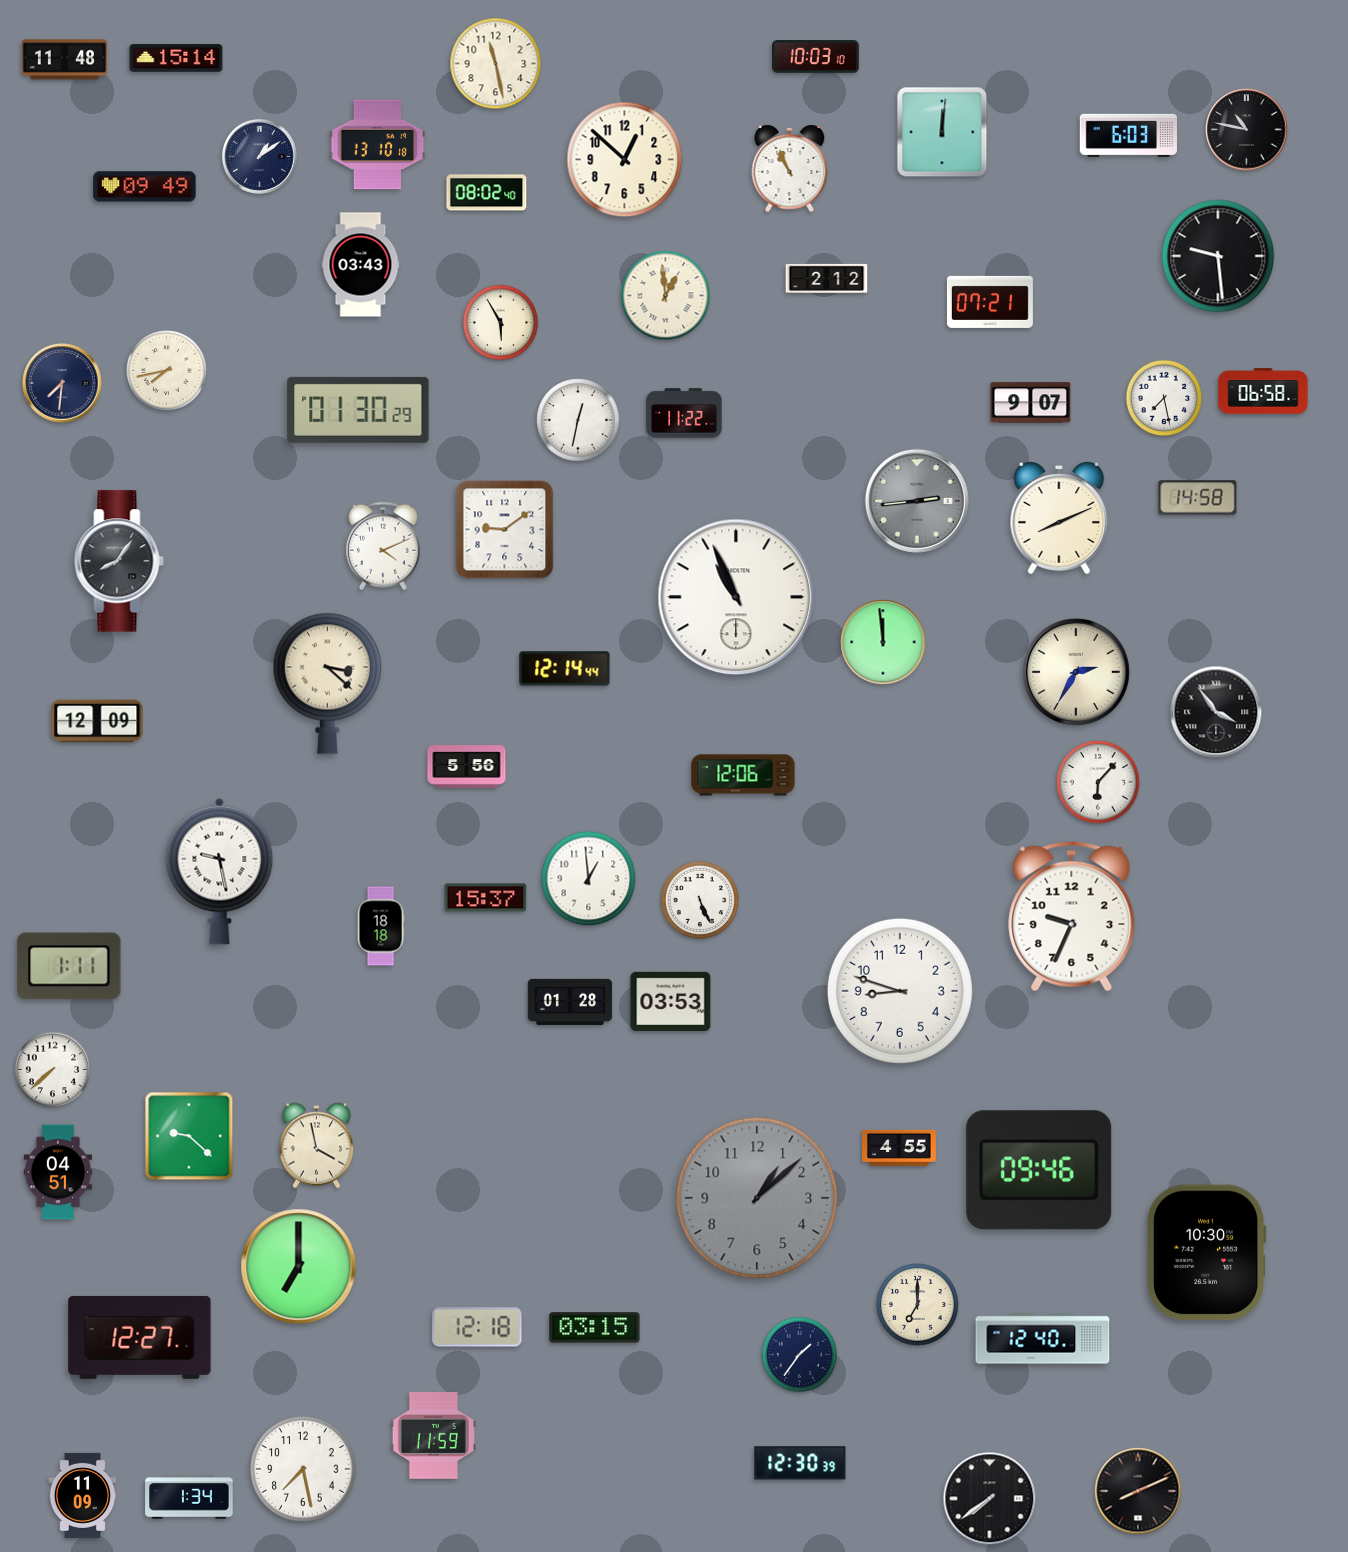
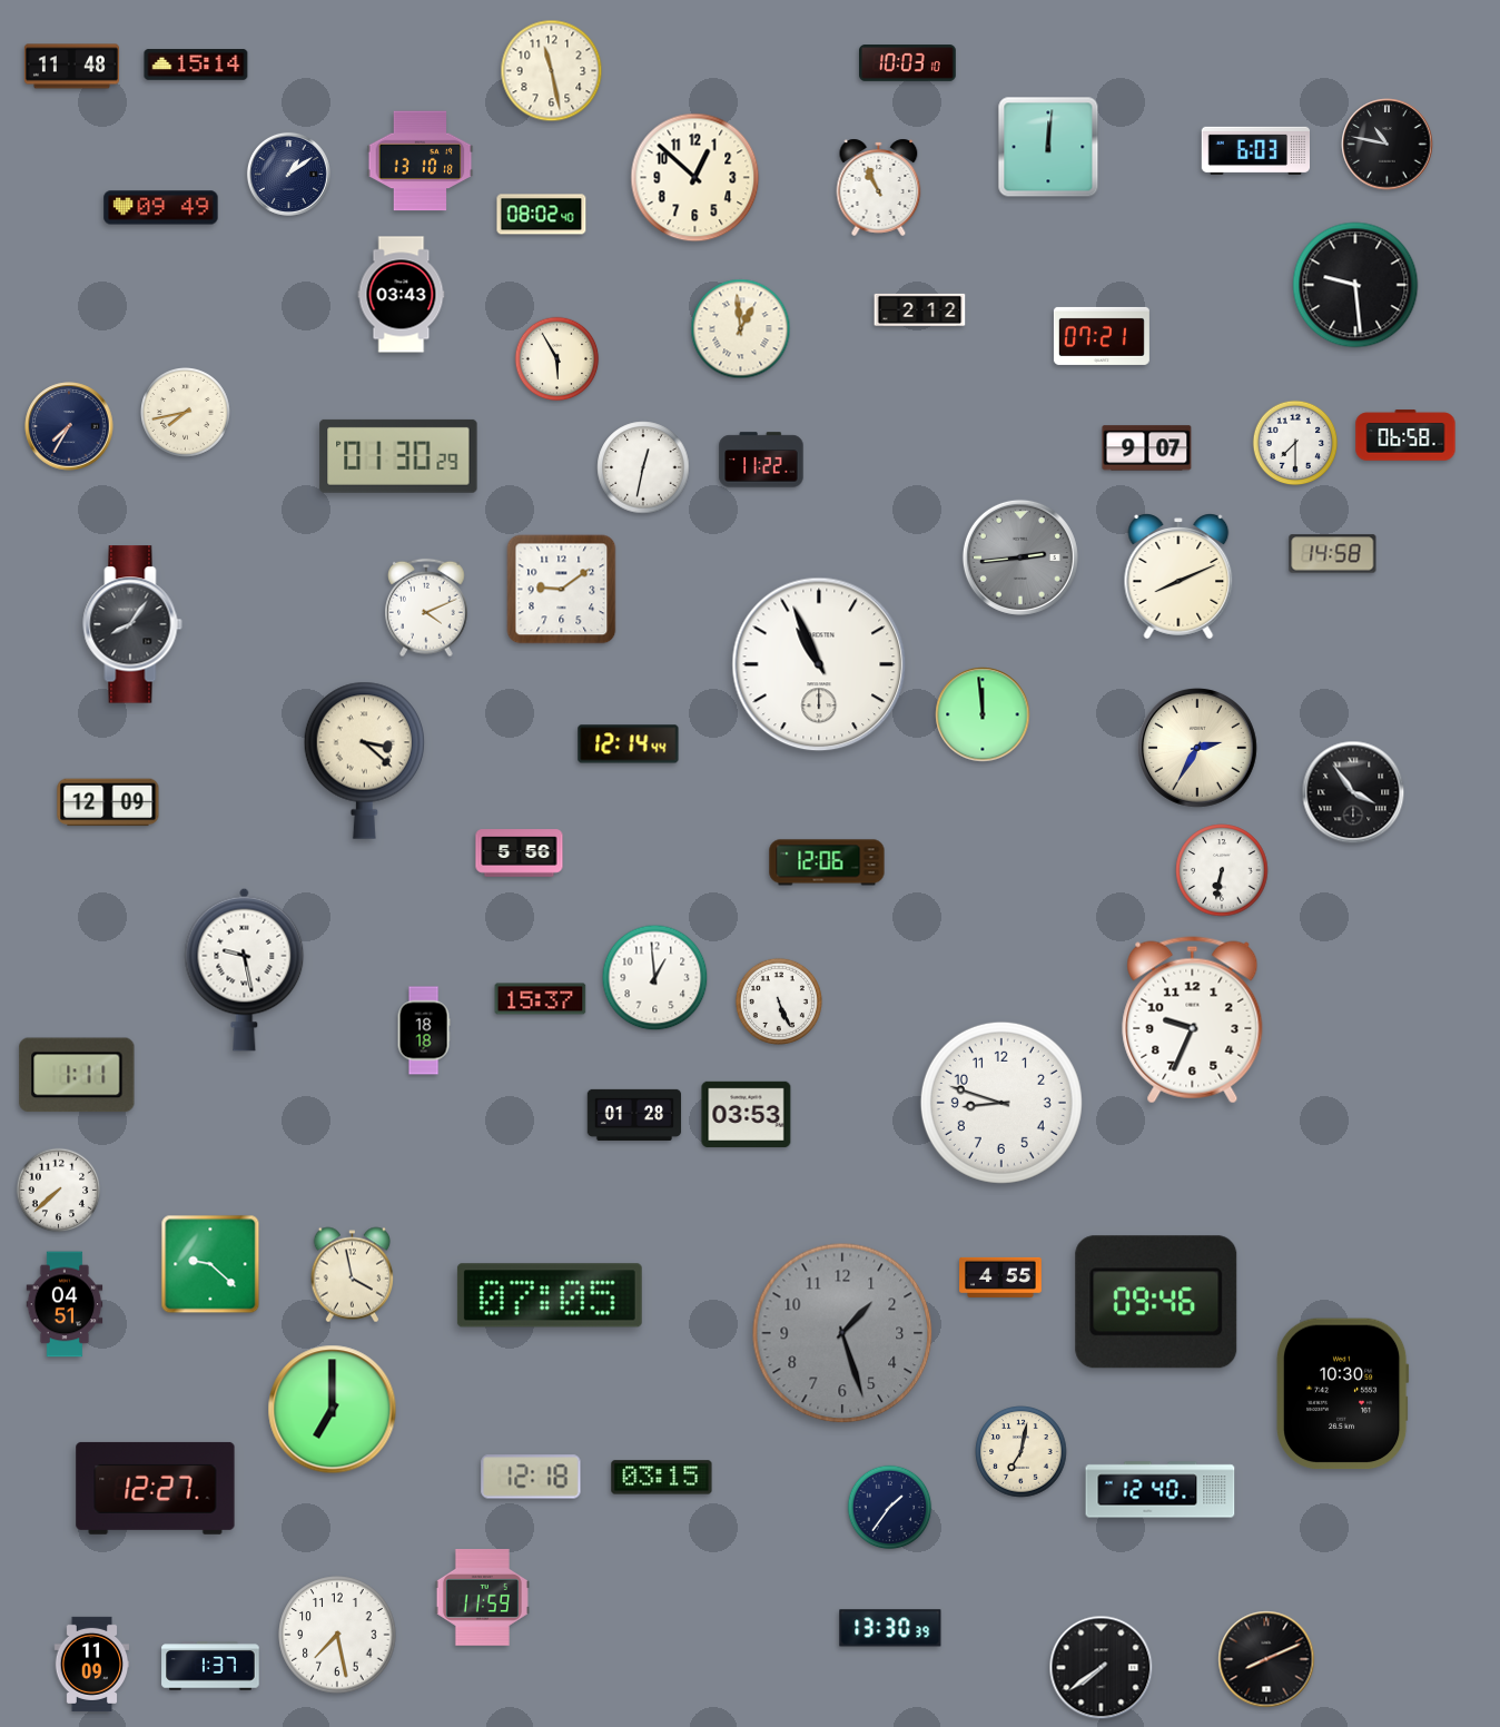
clock at (62, 383): 7:31 -> 7:35
clock at (1164, 398): 7:28 -> 7:30
clock at (1098, 782): 6:07 -> 6:32
clock at (550, 1295): none -> 07:05
clock at (757, 1198): 1:08 -> 1:27
clock at (918, 1305): 7:00 -> 7:02
clock at (800, 1463): 12:30 -> 13:30
clock at (189, 1497): 1:34 -> 1:37
